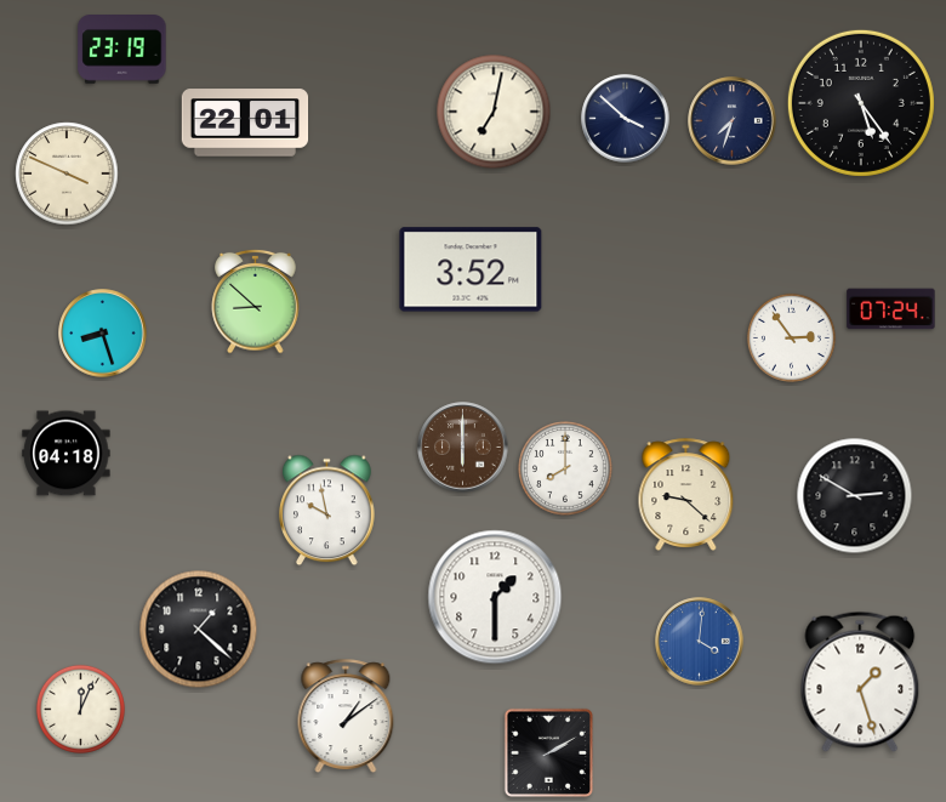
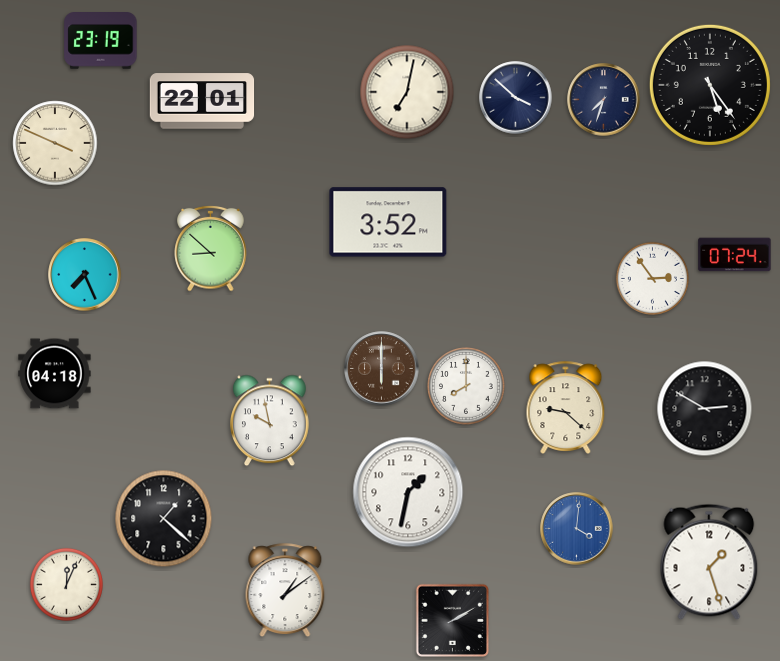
clock at (103, 334): 8:27 -> 7:26
clock at (495, 597): 1:30 -> 1:32
